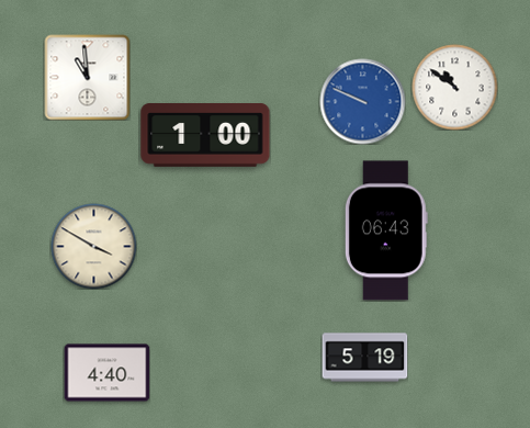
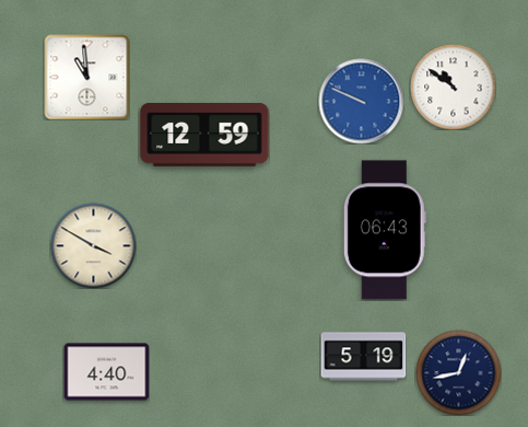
clock at (205, 136): 1:00 -> 12:59
clock at (458, 372): none -> 12:43
